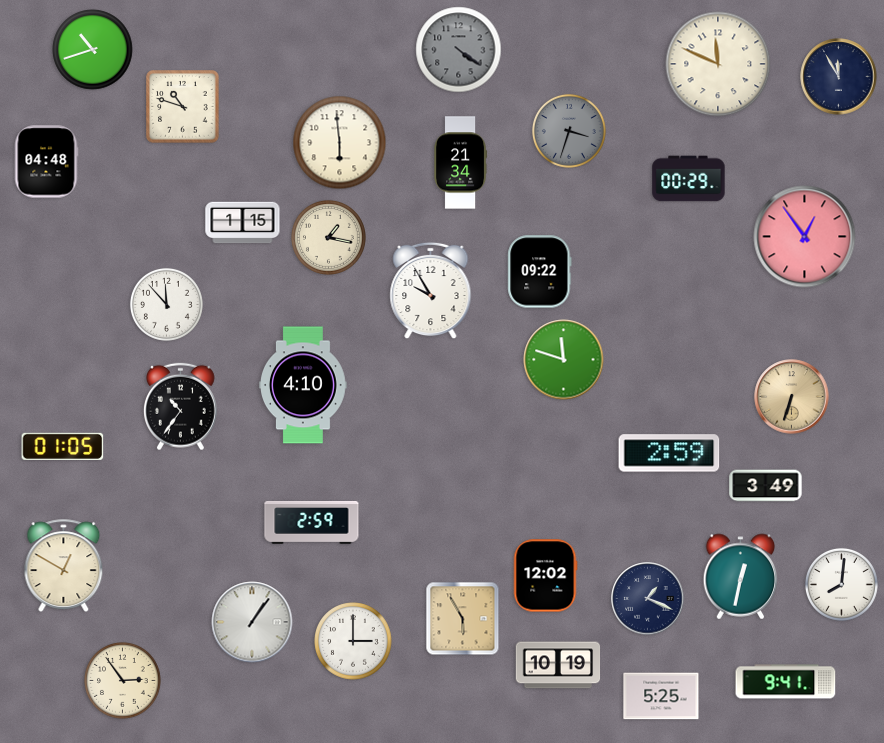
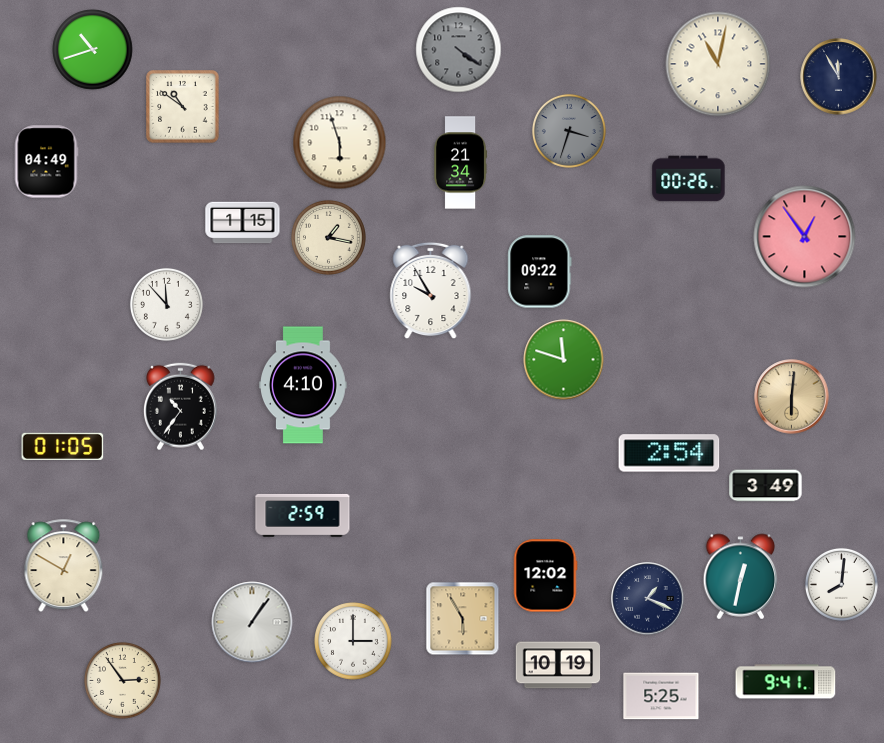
clock at (718, 64): 11:49 -> 11:02
clock at (183, 107): 10:48 -> 10:51
clock at (340, 143): 5:59 -> 5:57
clock at (46, 162): 04:48 -> 04:49
clock at (689, 179): 00:29 -> 00:26
clock at (792, 397): 6:33 -> 6:01
clock at (669, 453): 2:59 -> 2:54
clock at (312, 523) position: (312, 523) -> (303, 516)
